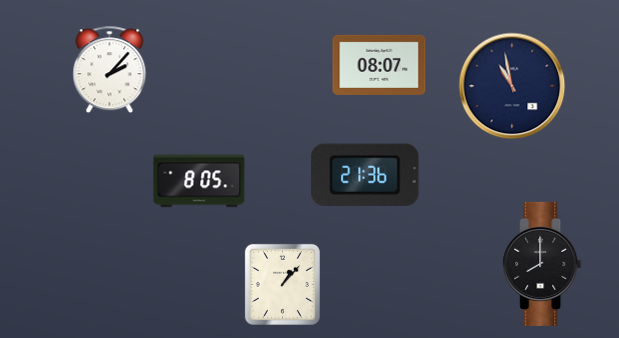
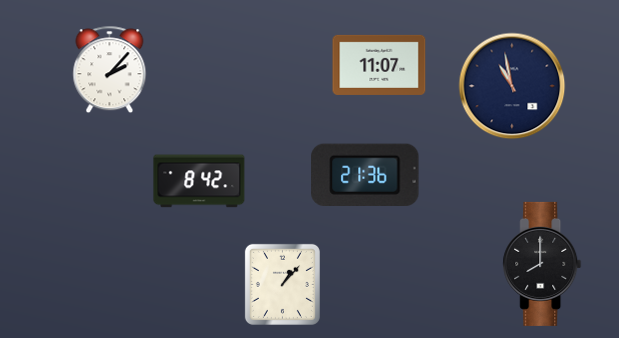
clock at (379, 65): 08:07 -> 11:07
clock at (199, 181): 8:05 -> 8:42
